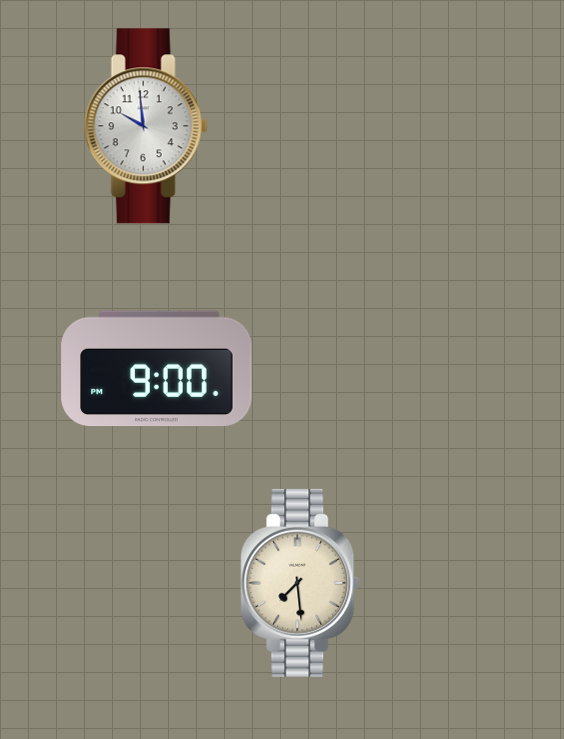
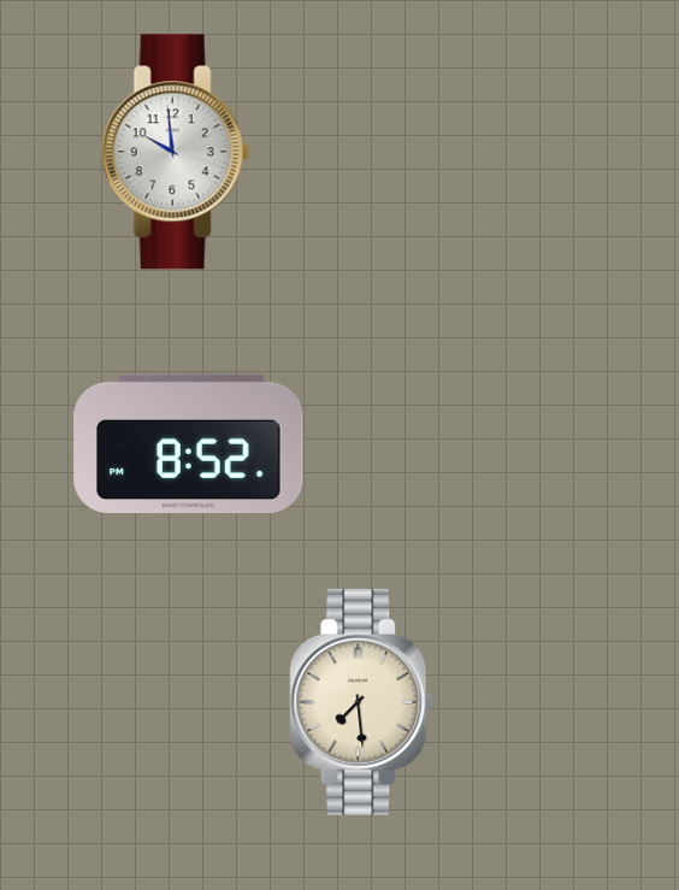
clock at (157, 369): 9:00 -> 8:52
